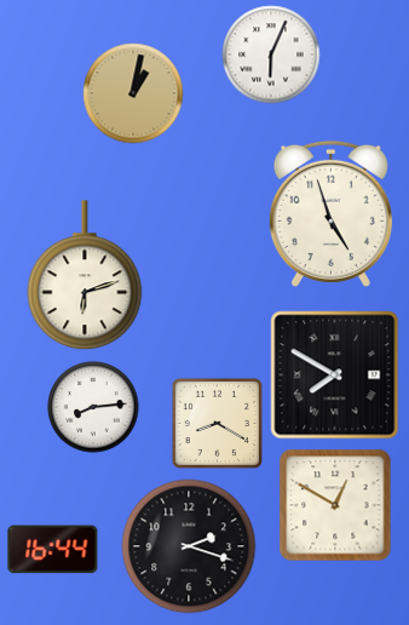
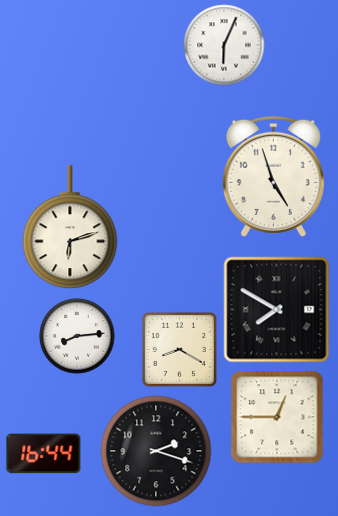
clock at (133, 93): 1:02 -> none
clock at (335, 505): 12:50 -> 12:45
